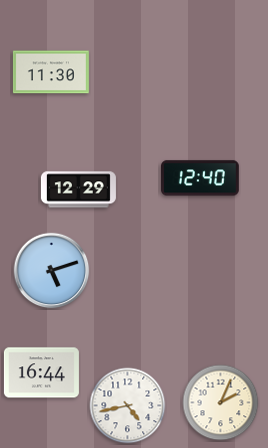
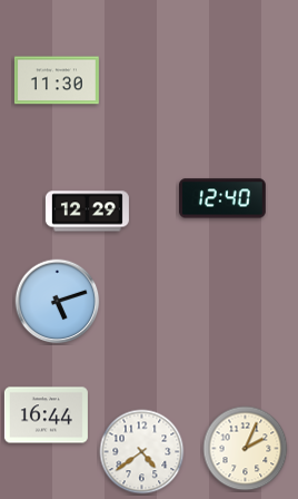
clock at (128, 406): 4:43 -> 4:39
